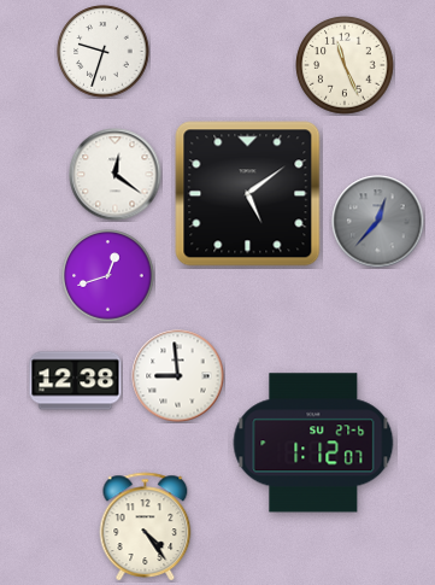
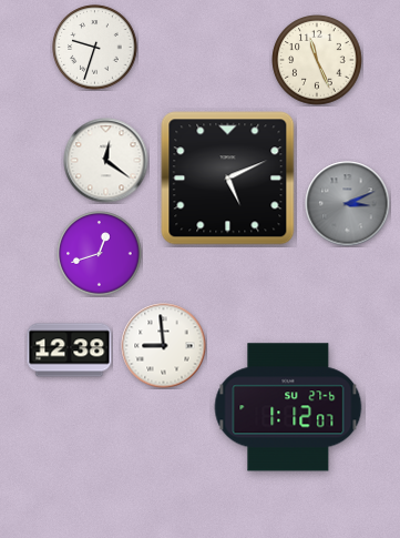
clock at (248, 194): 5:09 -> 5:11
clock at (378, 222): 12:37 -> 3:11
clock at (146, 527): 4:24 -> none
